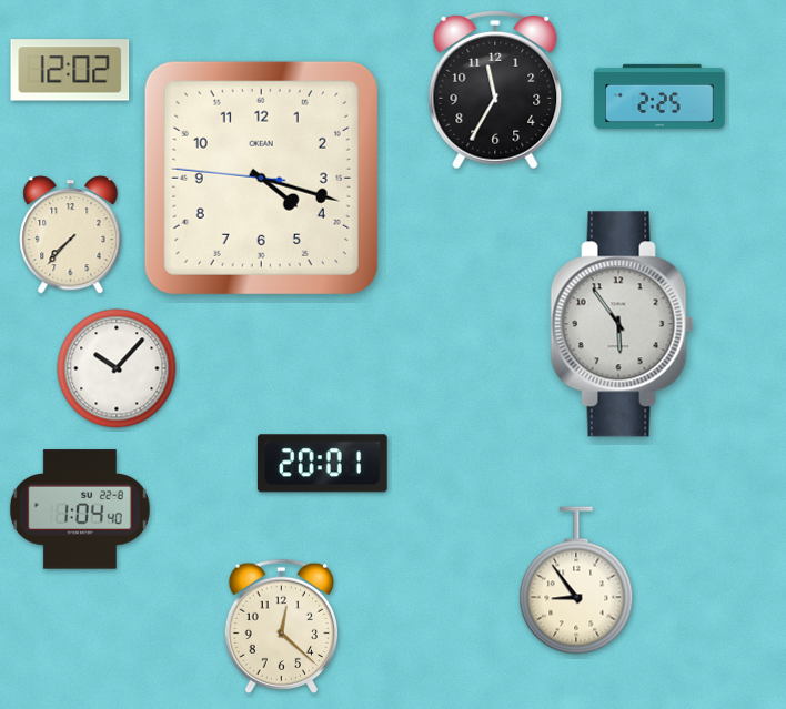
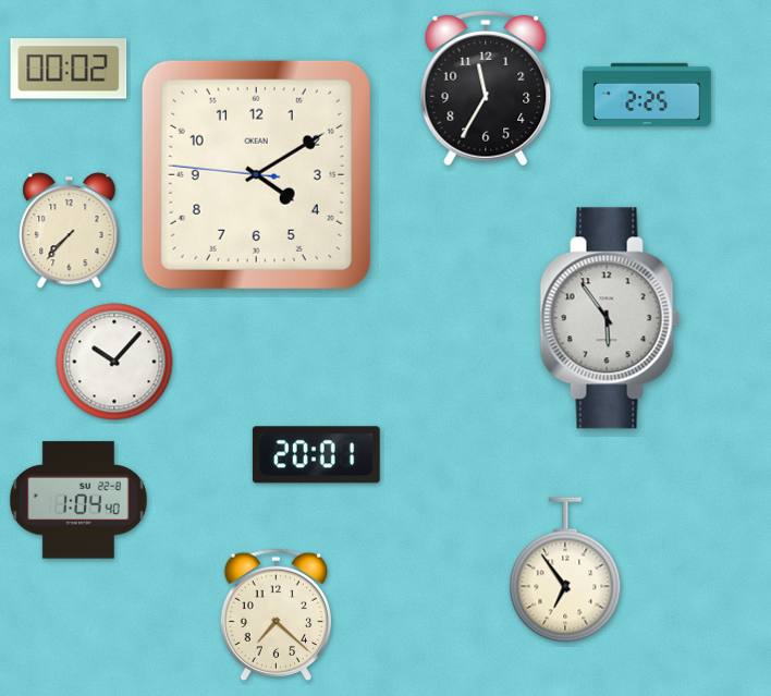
clock at (70, 70): 12:02 -> 00:02
clock at (261, 178): 4:17 -> 4:09
clock at (576, 580): 8:54 -> 6:54
clock at (281, 627): 12:22 -> 7:22
